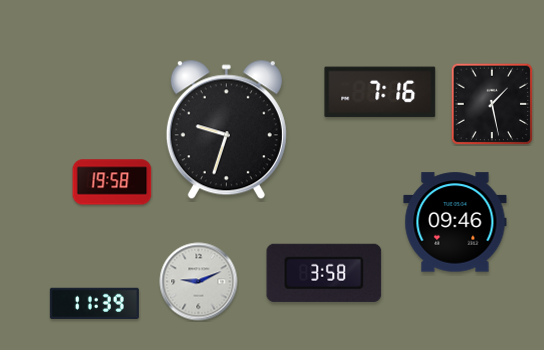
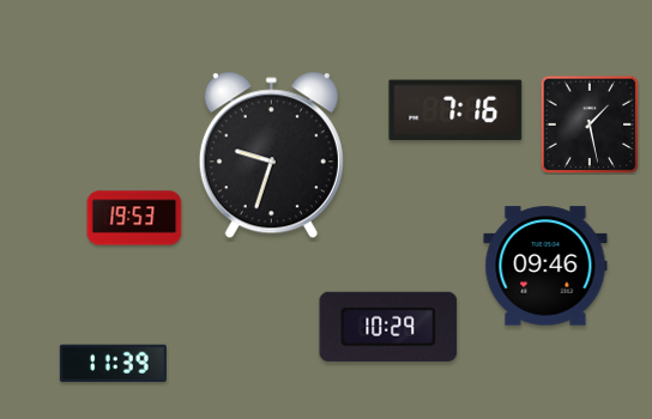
clock at (112, 182): 19:58 -> 19:53
clock at (324, 273): 3:58 -> 10:29
clock at (199, 282): 9:11 -> none
